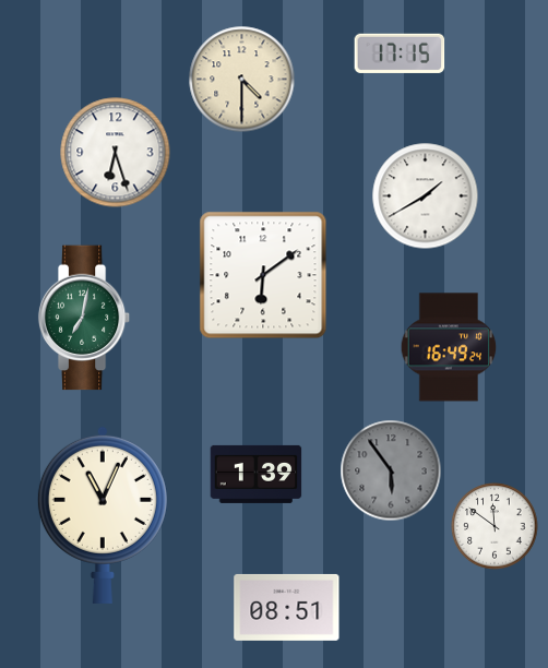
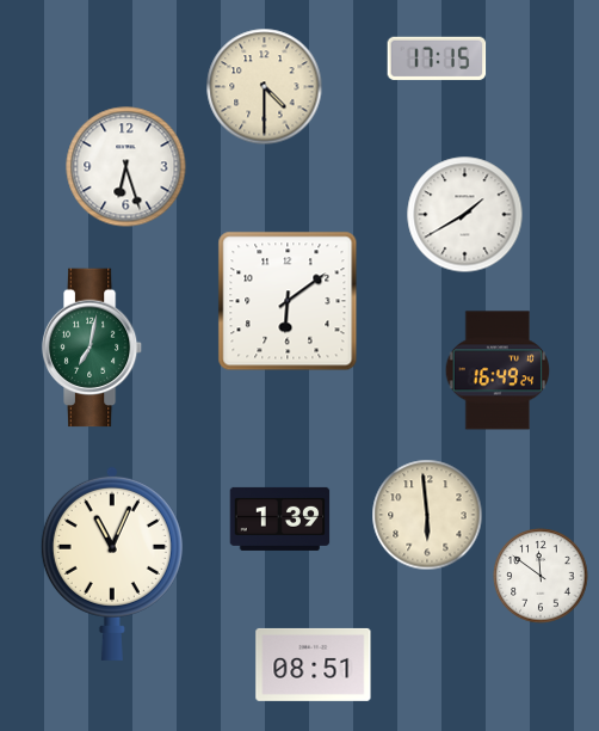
clock at (449, 347) position: (449, 347) -> (498, 370)
clock at (391, 470): 5:54 -> 5:59
clock at (391, 470) dial: grey -> cream
